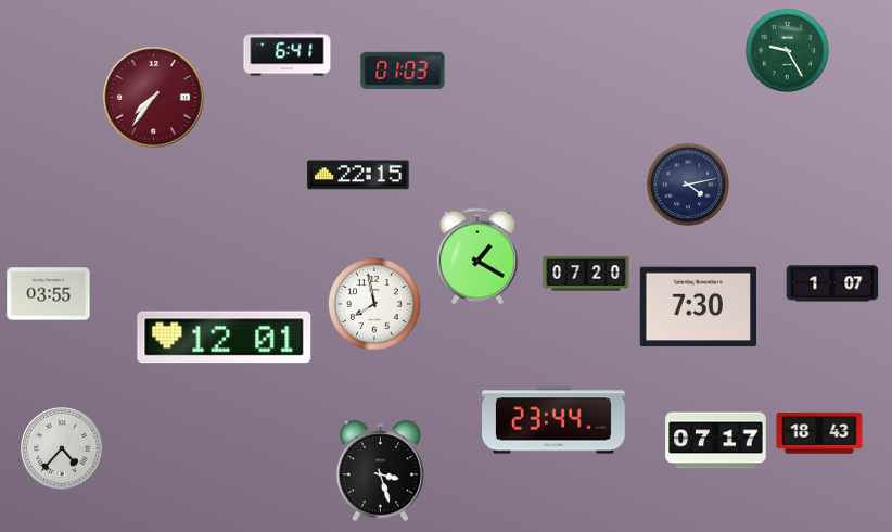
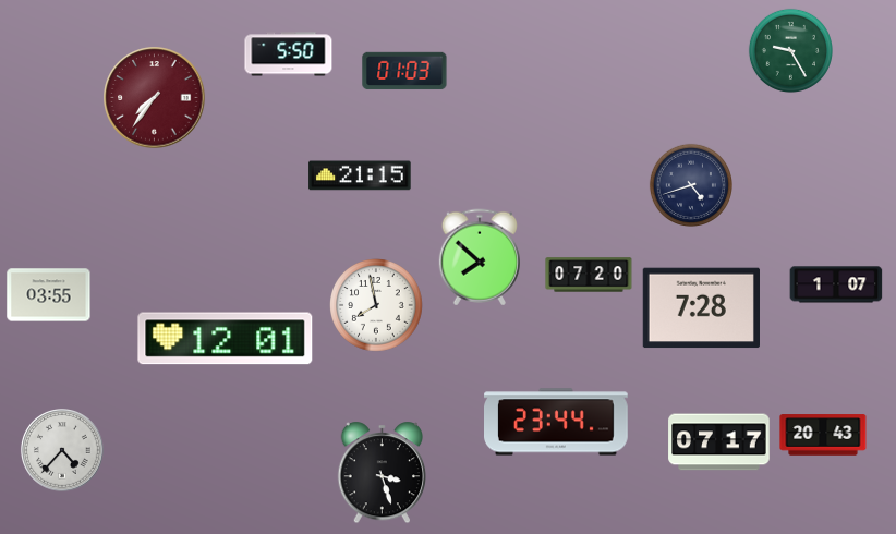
clock at (288, 54): 6:41 -> 5:50
clock at (358, 175): 22:15 -> 21:15
clock at (688, 185): 4:13 -> 4:42
clock at (477, 256): 1:20 -> 7:52
clock at (698, 307): 7:30 -> 7:28
clock at (819, 433): 18:43 -> 20:43
